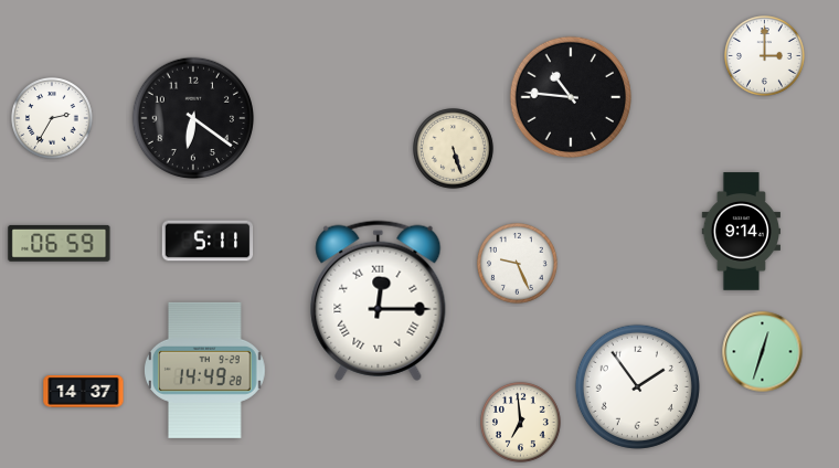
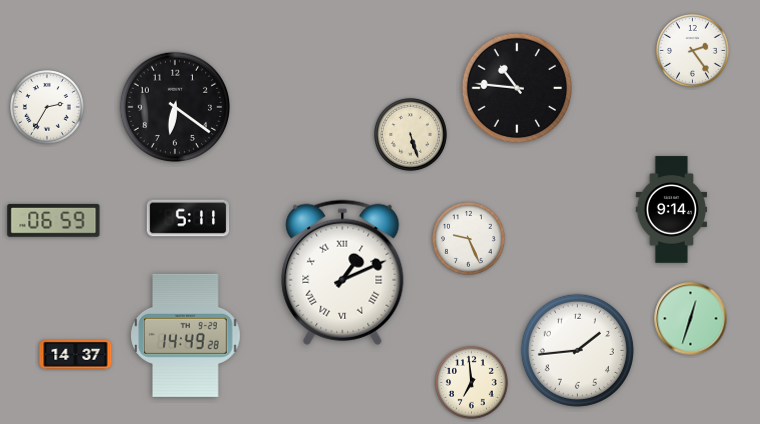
clock at (765, 56): 3:00 -> 2:24
clock at (379, 300): 12:15 -> 1:11
clock at (637, 386): 1:54 -> 1:44
